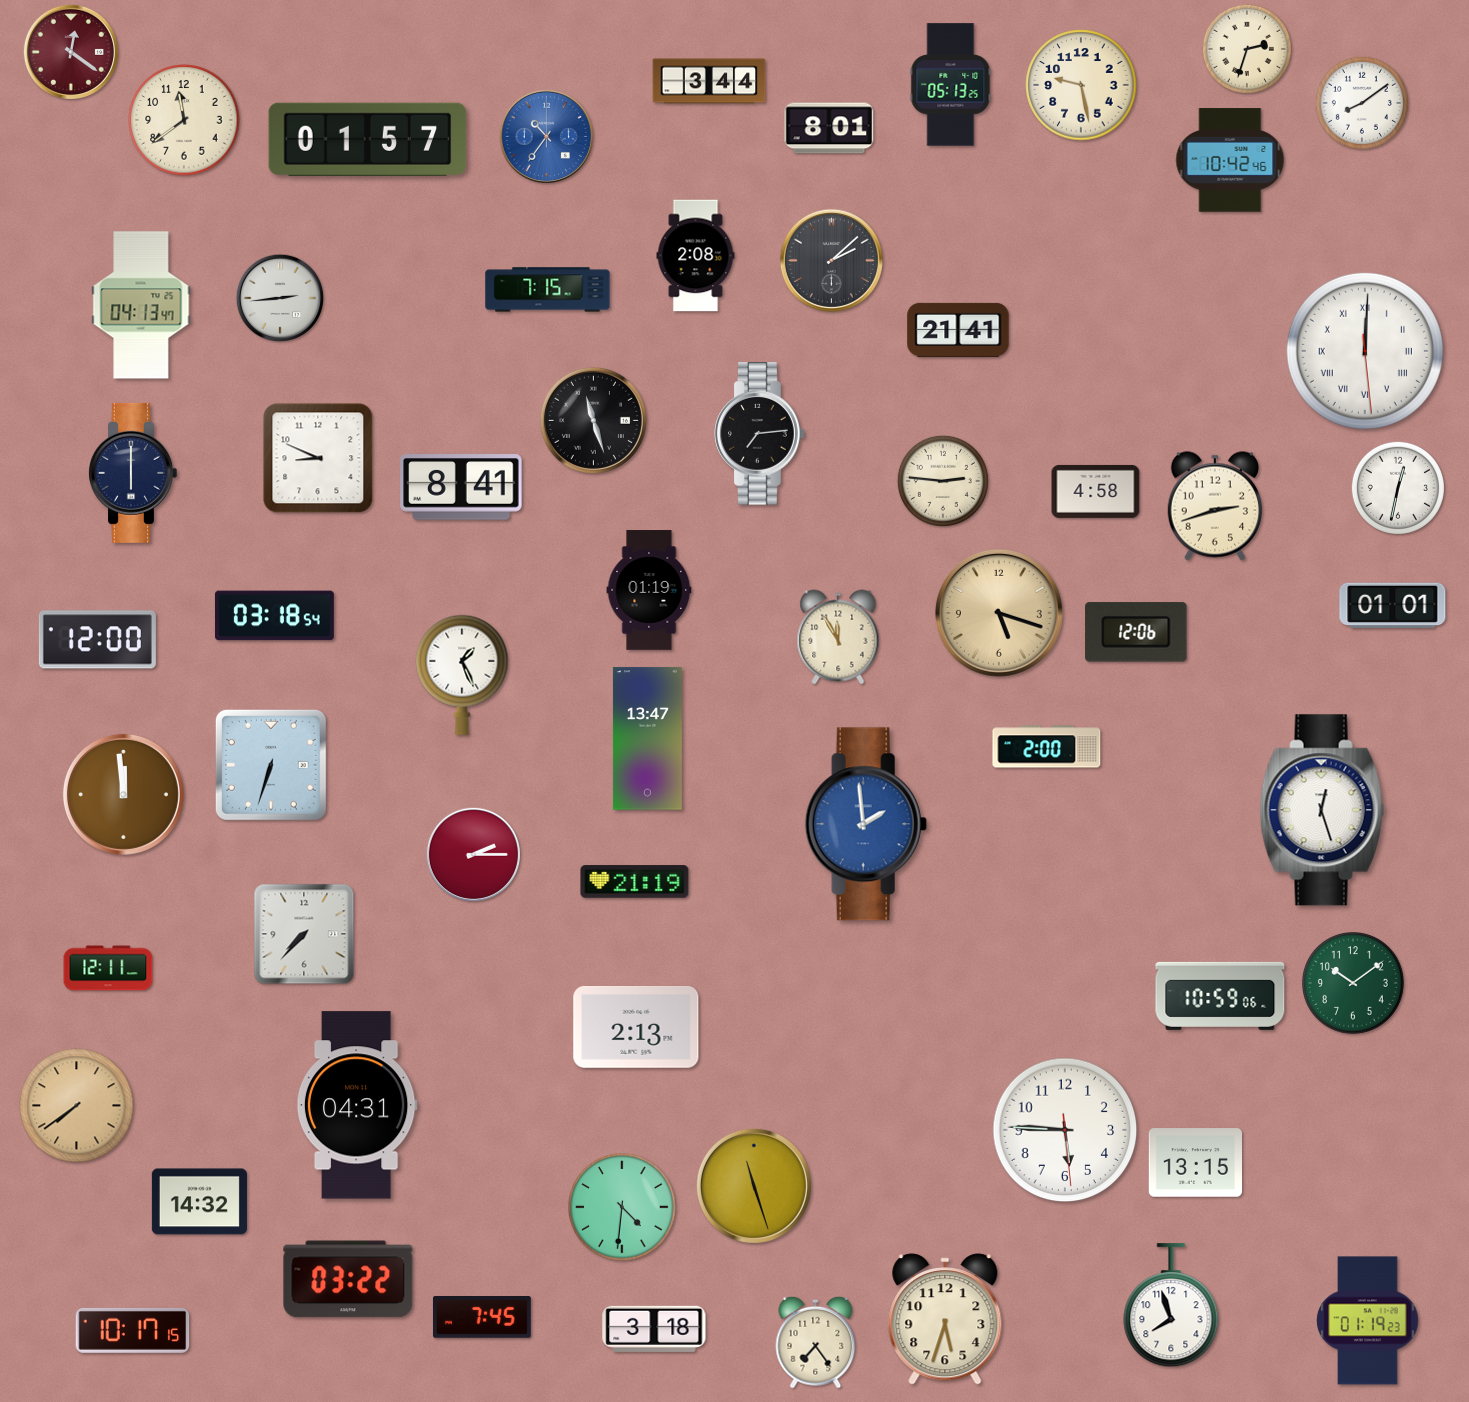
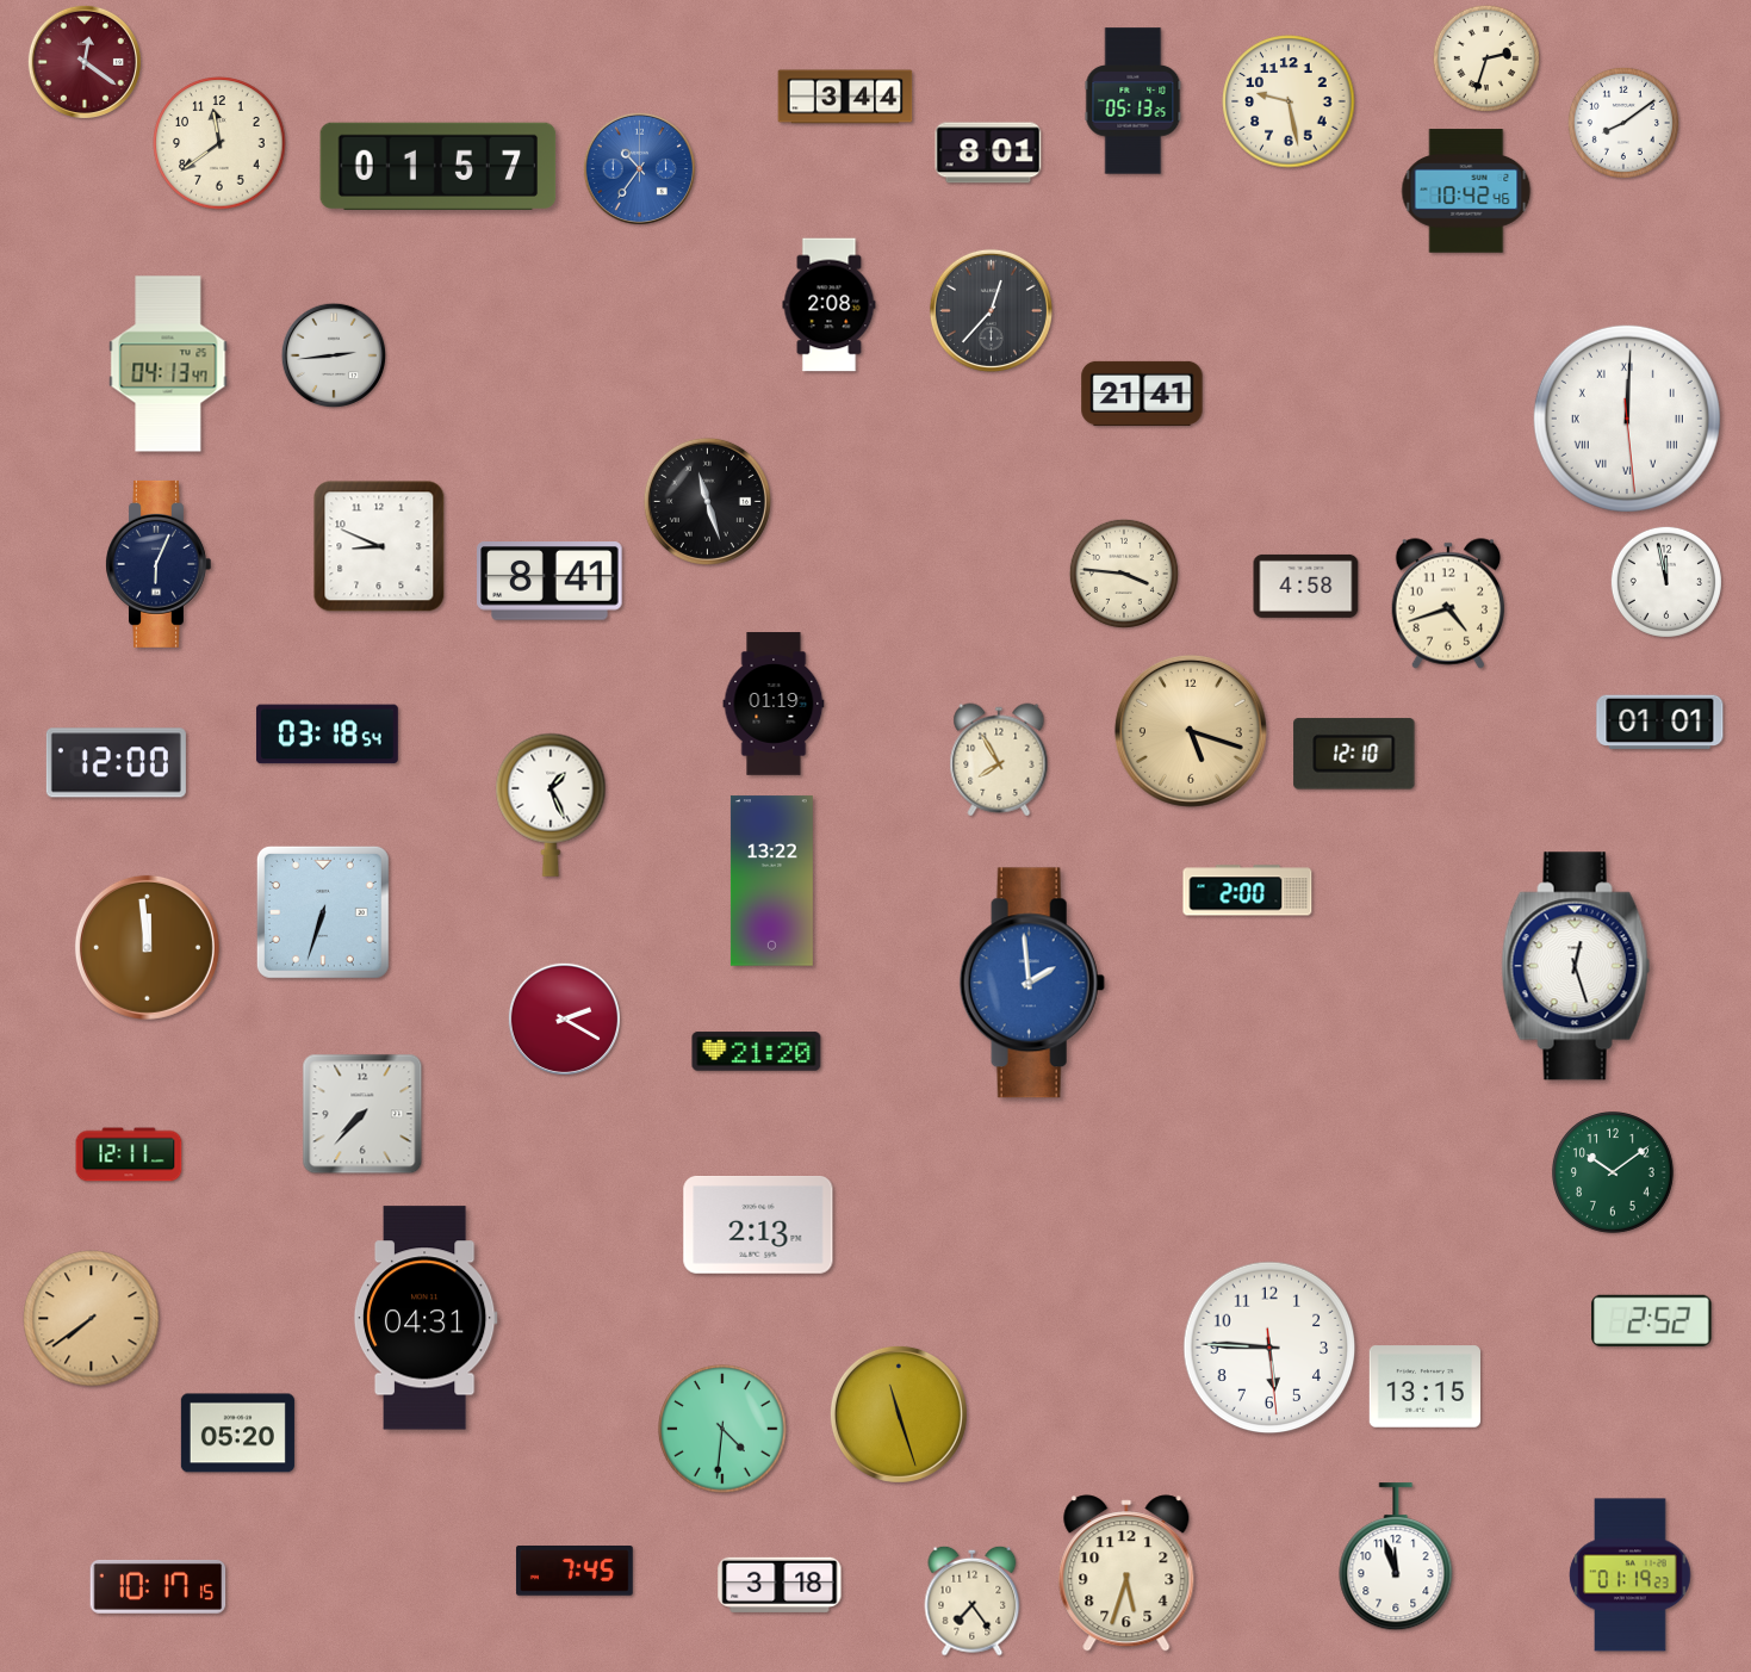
clock at (546, 136) position: (546, 136) -> (639, 168)
clock at (831, 260): 2:08 -> 12:37
clock at (548, 290): 7:15 -> none
clock at (760, 434): 7:14 -> none
clock at (133, 473): 6:00 -> 6:04
clock at (943, 481): 2:46 -> 3:46
clock at (1398, 488): 12:32 -> 11:58
clock at (1215, 506): 2:42 -> 4:42
clock at (1136, 632): 12:06 -> 12:10
clock at (838, 637): 11:55 -> 7:55
clock at (647, 739): 13:47 -> 13:22
clock at (473, 854): 2:15 -> 2:20
clock at (635, 882): 21:19 -> 21:20
clock at (1220, 996): 10:59 -> none
clock at (1652, 1320): none -> 2:52
clock at (199, 1202): 14:32 -> 05:20
clock at (622, 1207) position: (622, 1207) -> (722, 1429)
clock at (348, 1279): 03:22 -> none
clock at (1171, 1306): 7:57 -> 11:57
